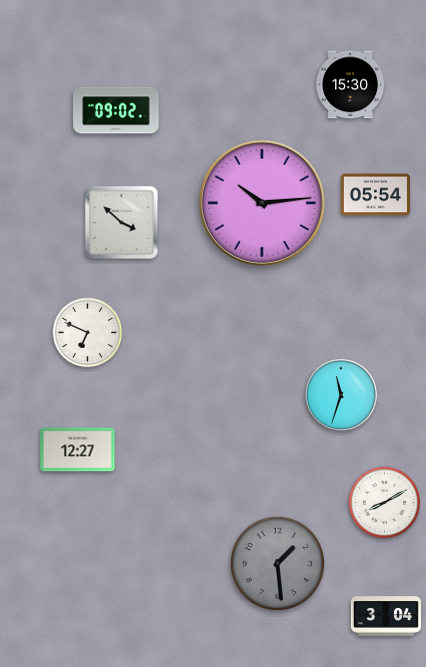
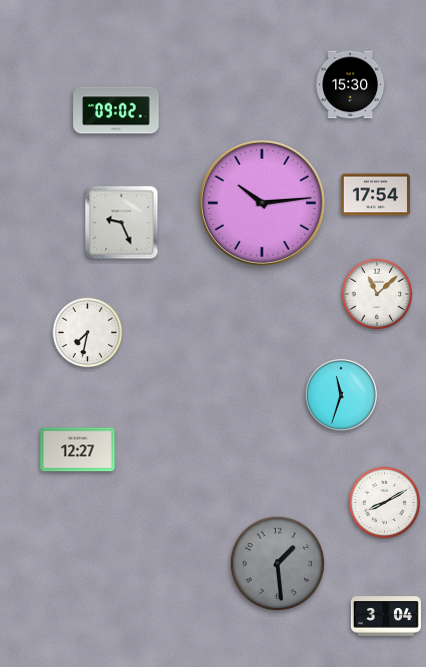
clock at (376, 195): 05:54 -> 17:54
clock at (122, 223): 3:52 -> 9:26
clock at (377, 294): none -> 11:08
clock at (88, 333): 6:49 -> 7:32
